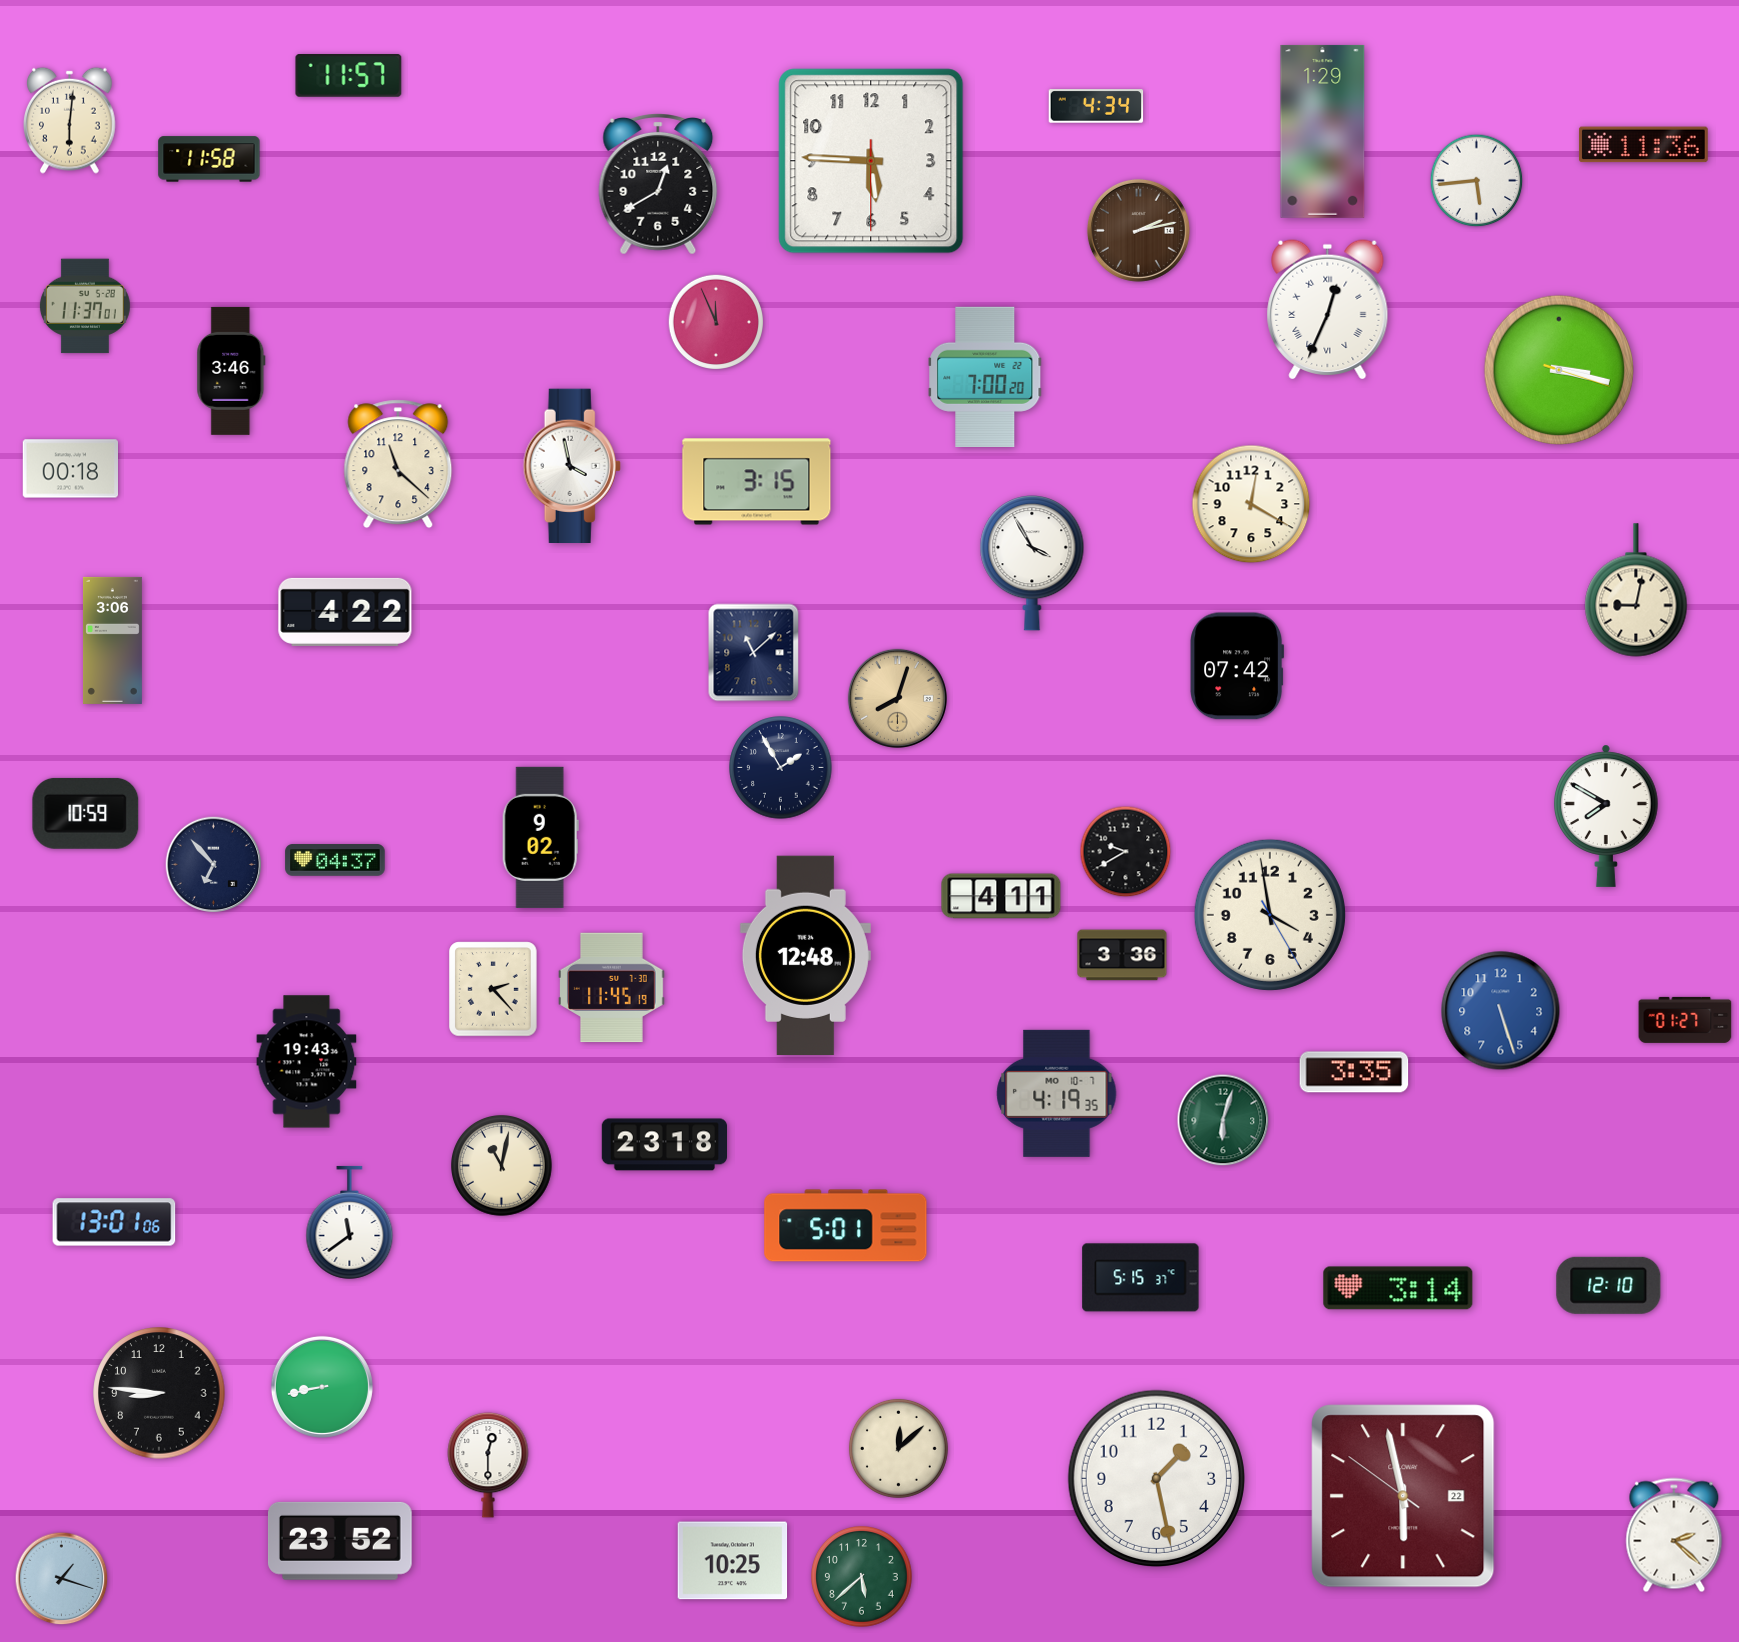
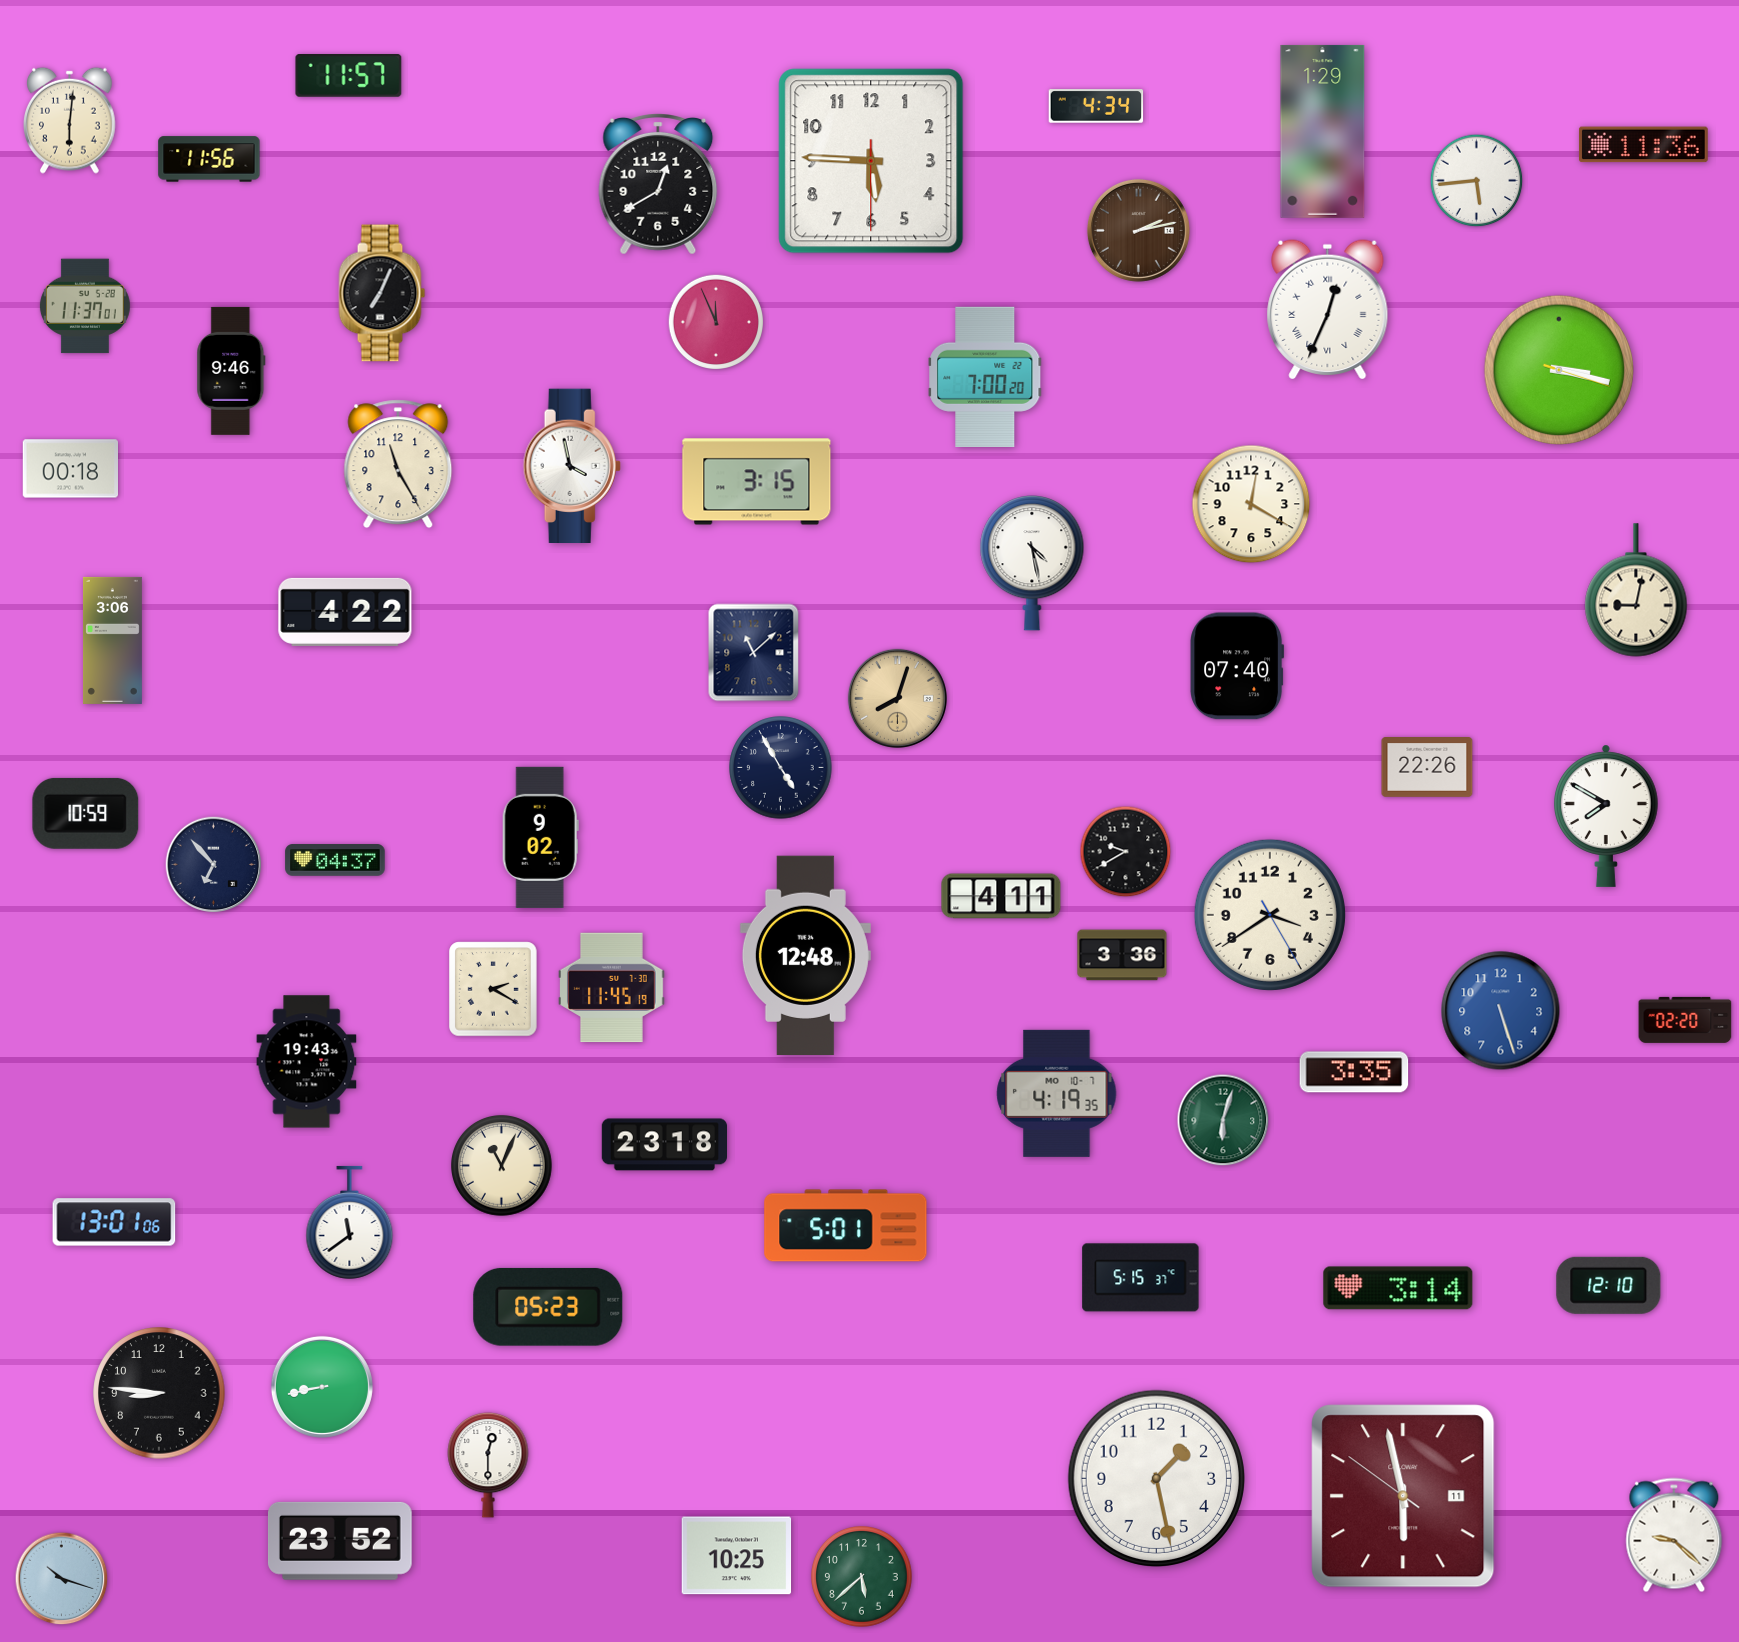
clock at (209, 159): 11:58 -> 11:56
clock at (382, 293): none -> 7:04
clock at (231, 371): 3:46 -> 9:46
clock at (398, 464): 11:22 -> 11:25
clock at (1032, 563): 3:55 -> 4:28
clock at (1237, 666): 07:42 -> 07:40
clock at (781, 768): 1:55 -> 4:55
clock at (1427, 768): none -> 22:26
clock at (1270, 915): 3:58 -> 3:39
clock at (493, 989): 2:23 -> 2:20
clock at (1685, 1020): 01:27 -> 02:20
clock at (502, 1166): 11:02 -> 11:04
clock at (548, 1307): none -> 05:23
clock at (898, 1448): 12:08 -> none
clock at (1403, 1496) date: 22 -> 11
clock at (1674, 1535): 2:22 -> 9:22
clock at (733, 1561) position: (733, 1561) -> (737, 1556)
clock at (62, 1579): 1:18 -> 10:18
